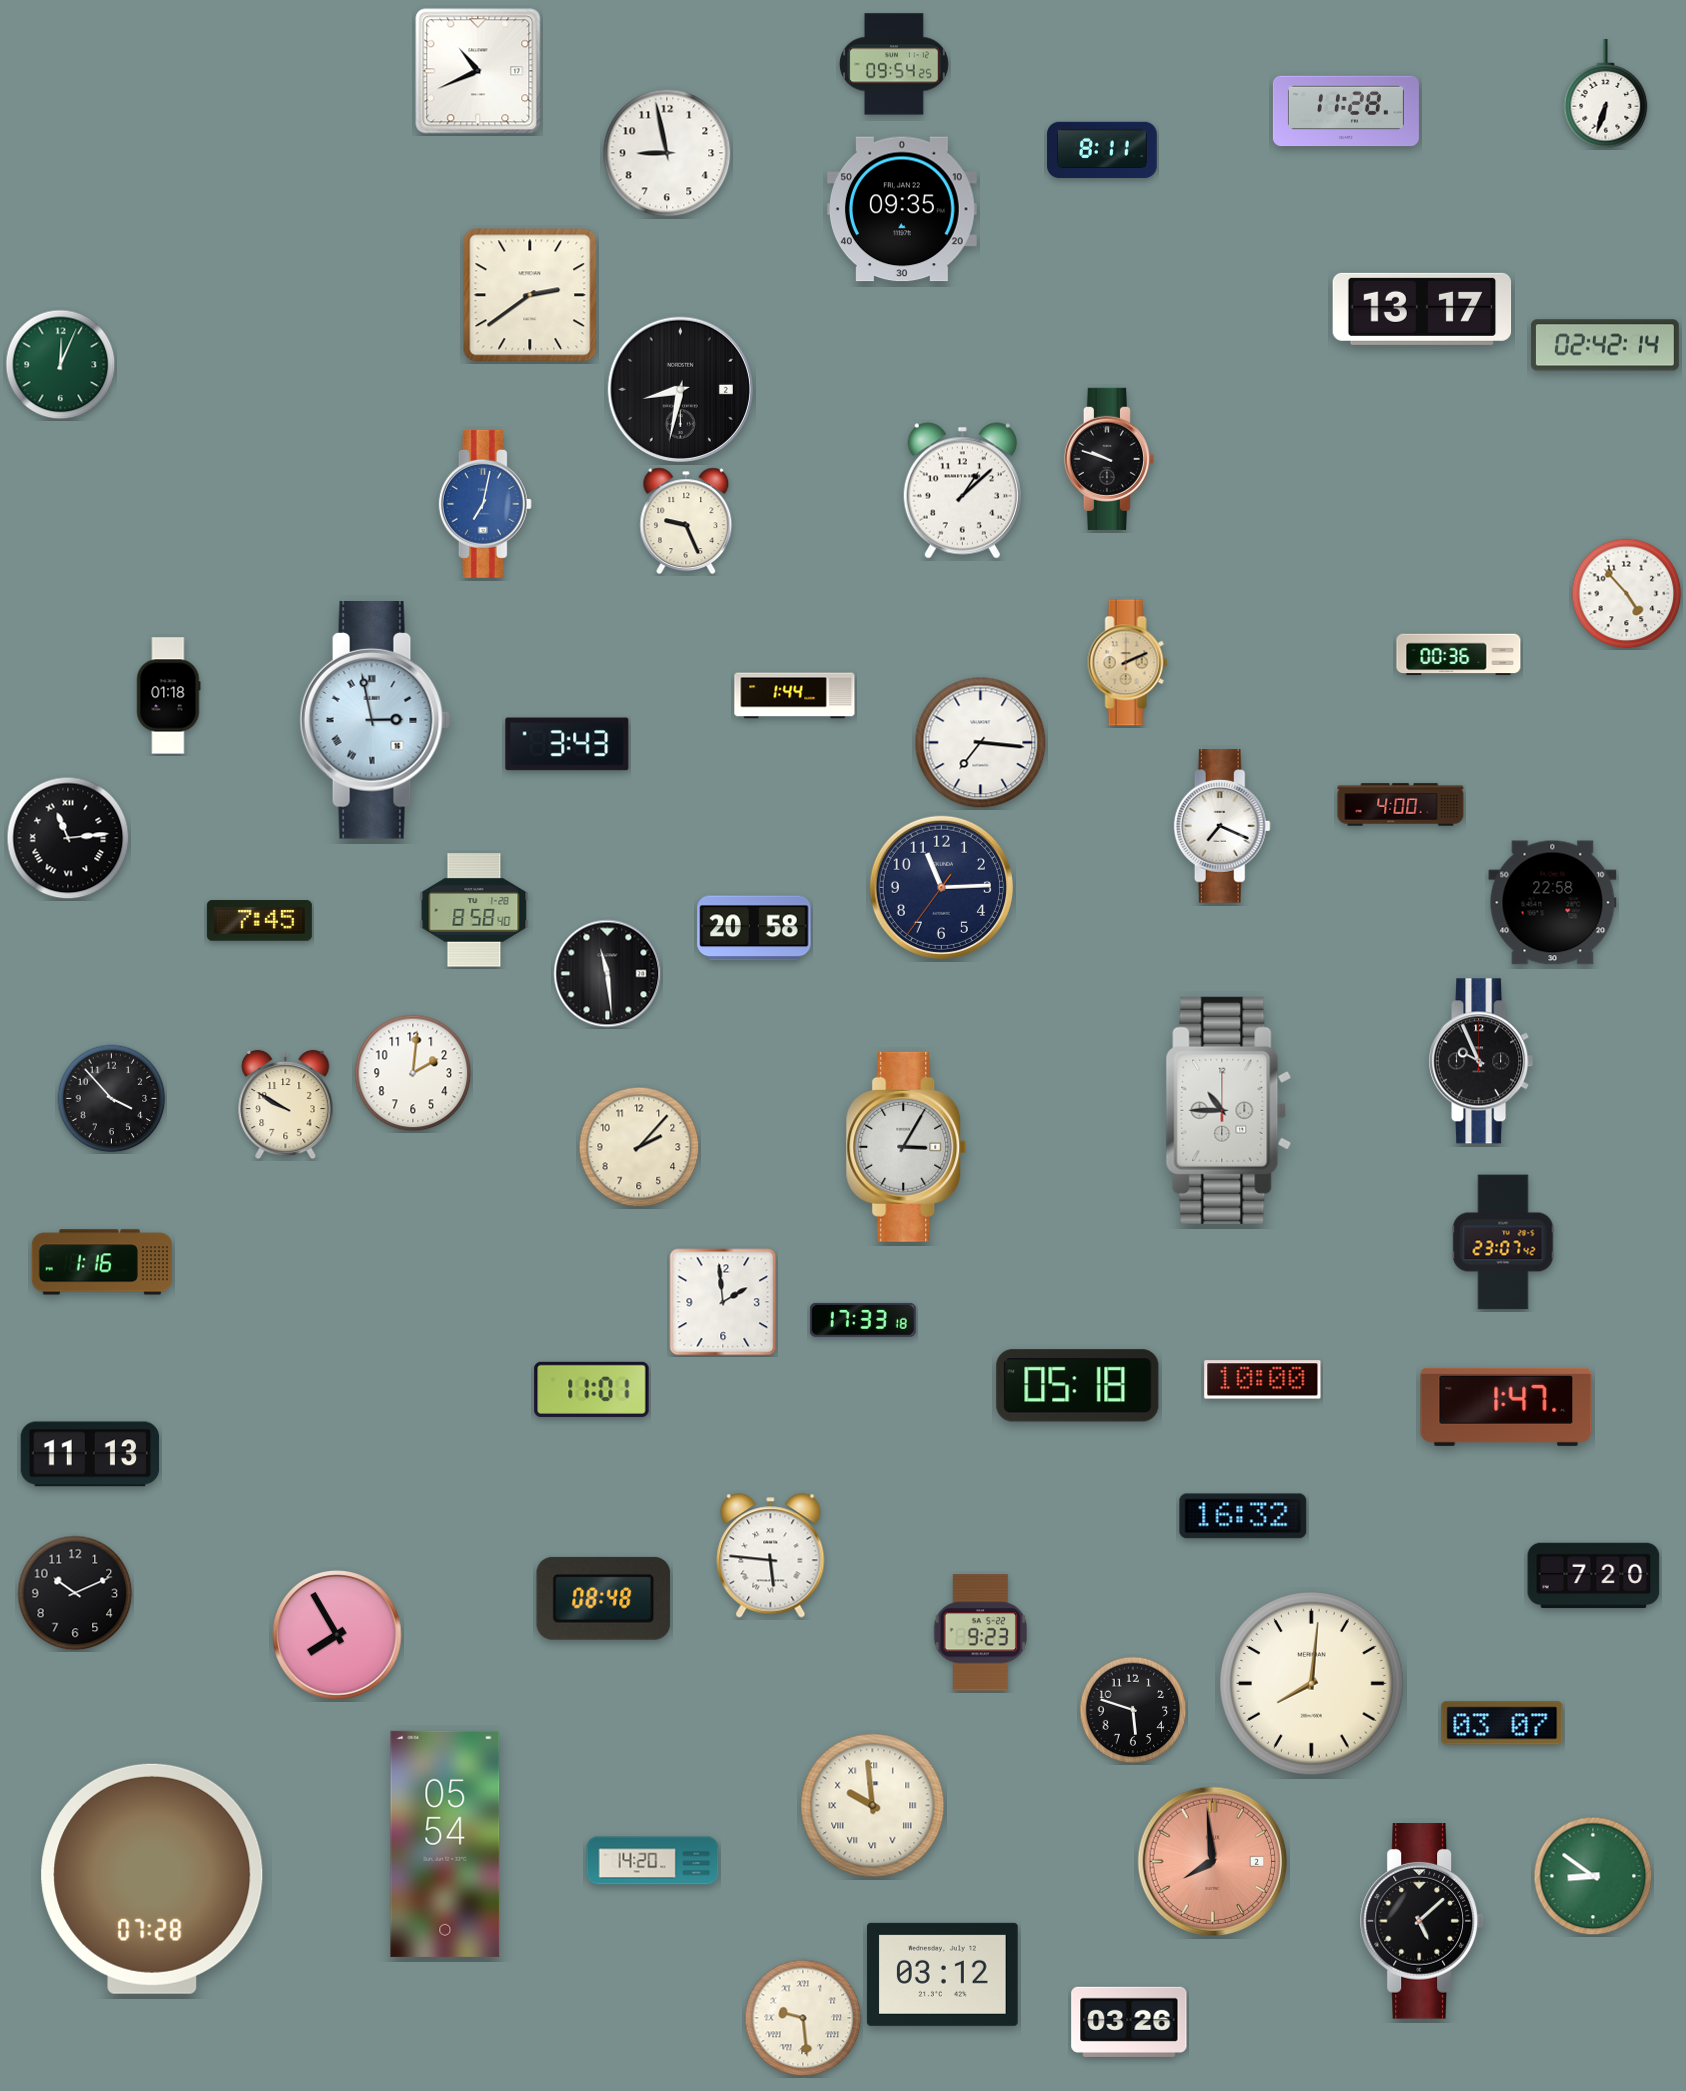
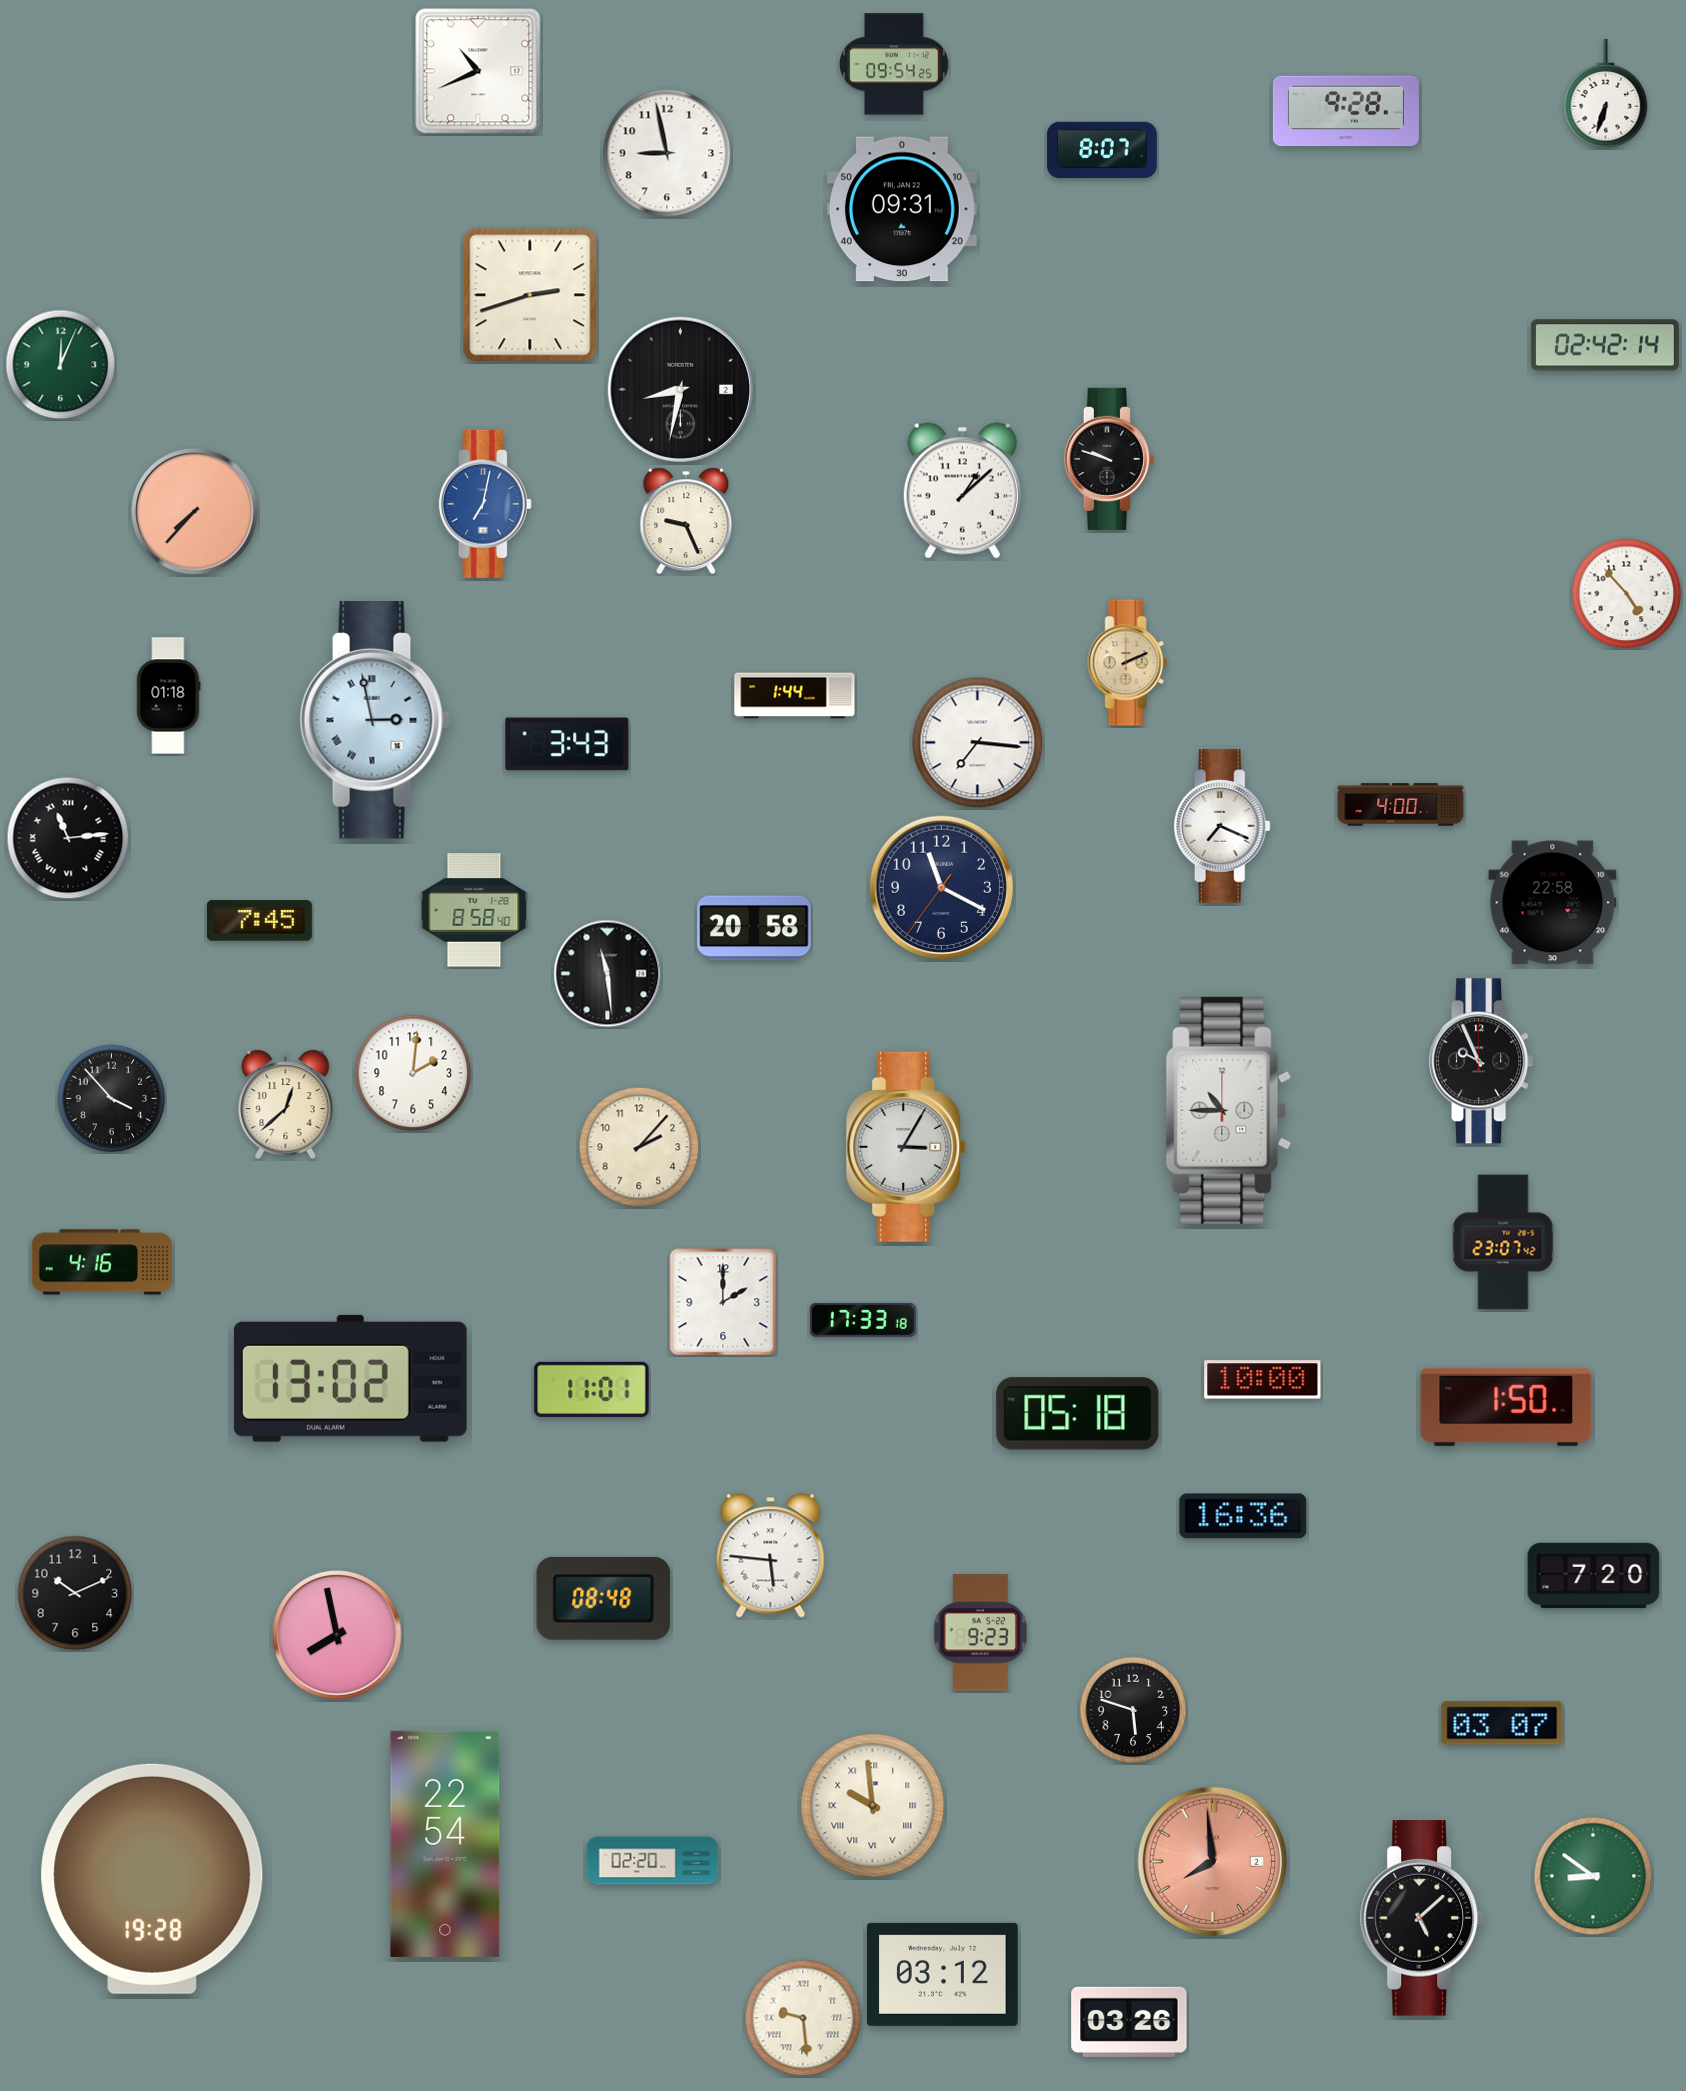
clock at (1346, 111): 11:28 -> 9:28
clock at (1102, 150): 8:11 -> 8:07
clock at (902, 209): 09:35 -> 09:31
clock at (530, 295): 2:39 -> 2:42
clock at (1422, 309): 13:17 -> none
clock at (195, 512): none -> 7:37
clock at (1459, 655): 00:36 -> none
clock at (981, 743) position: (981, 743) -> (978, 743)
clock at (941, 887): 11:14 -> 11:19
clock at (286, 1105): 9:50 -> 12:38
clock at (101, 1262): 1:16 -> 4:16
clock at (723, 1302): 1:59 -> 2:00
clock at (350, 1378): none -> 13:02
clock at (1078, 1386) position: (1078, 1386) -> (1078, 1414)
clock at (1506, 1407): 1:47 -> 1:50
clock at (90, 1454): 11:13 -> none
clock at (1243, 1516): 16:32 -> 16:36
clock at (338, 1636): 7:55 -> 7:58
clock at (1312, 1684): 8:01 -> none
clock at (445, 1844): 05:54 -> 22:54
clock at (653, 1861): 14:20 -> 02:20
clock at (152, 1879): 07:28 -> 19:28
clock at (1422, 1921) position: (1422, 1921) -> (1422, 1918)
